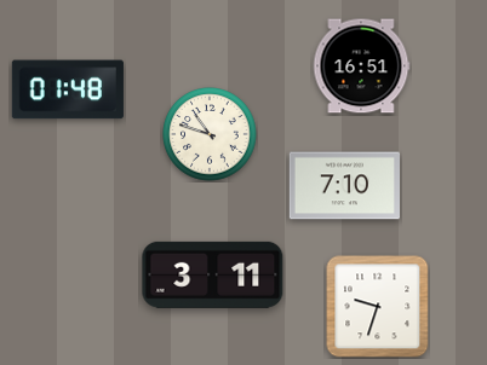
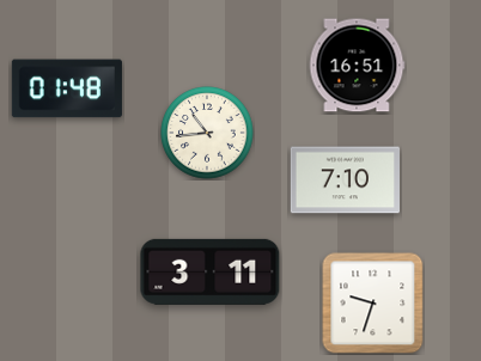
clock at (210, 134): 10:48 -> 10:44
clock at (344, 186) position: (344, 186) -> (345, 180)
